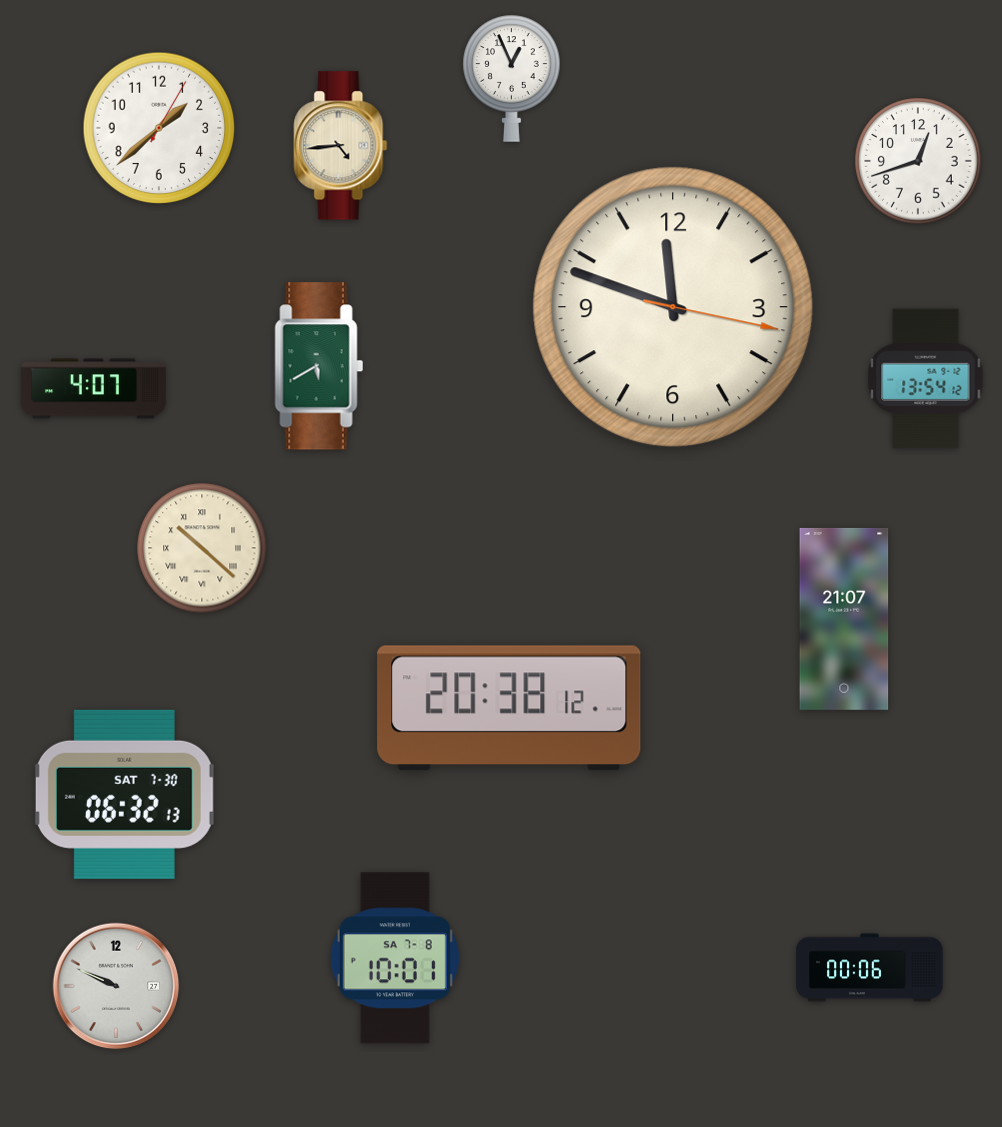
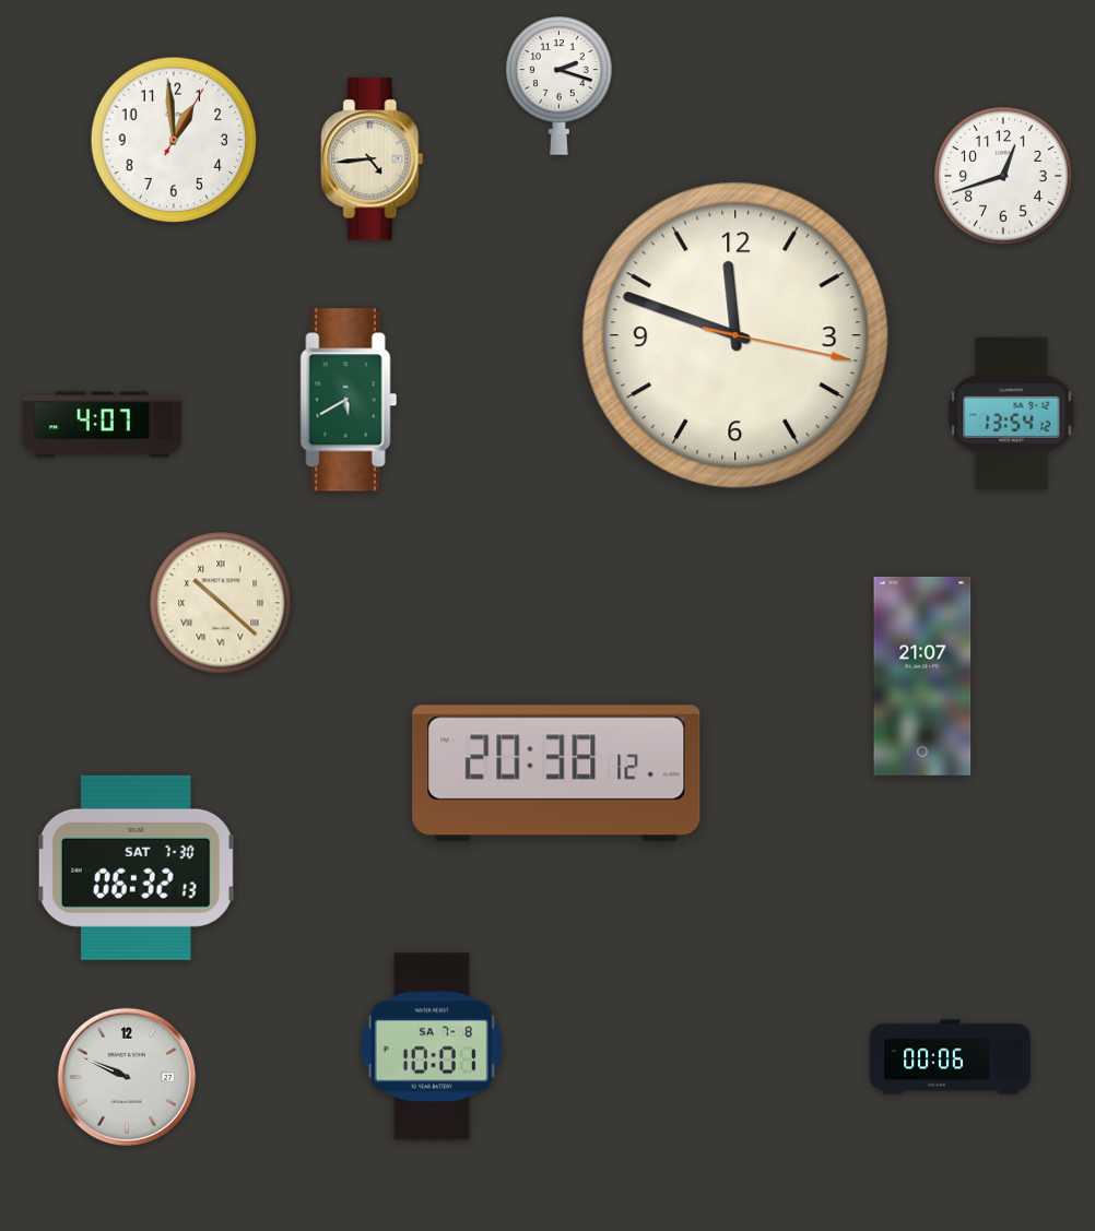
clock at (512, 78): 12:56 -> 2:18
clock at (159, 128): 1:38 -> 12:59
clock at (202, 548) position: (202, 548) -> (221, 603)
